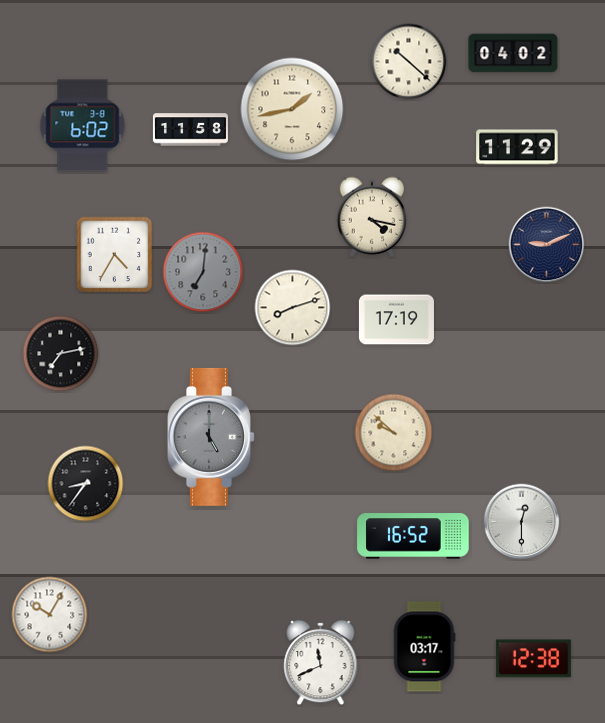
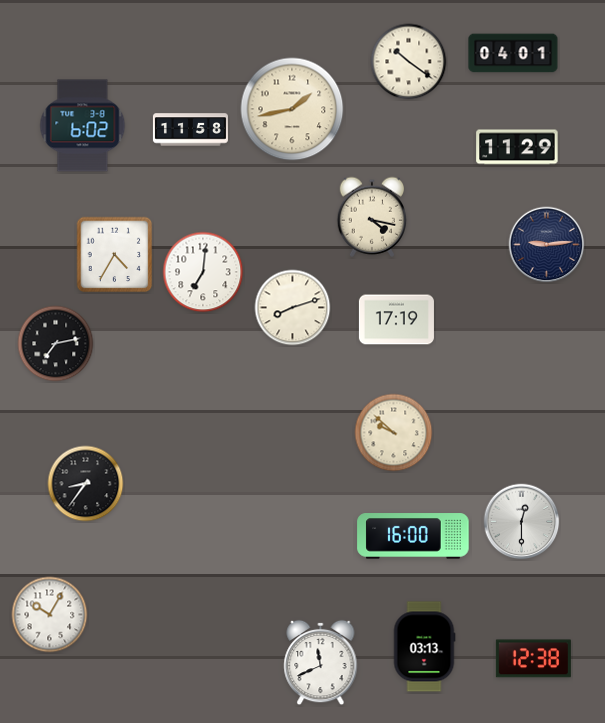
clock at (513, 53): 04:02 -> 04:01
clock at (409, 62): 10:22 -> 10:21
clock at (547, 245): 9:11 -> 9:14
clock at (203, 272) dial: grey -> white
clock at (61, 354) position: (61, 354) -> (56, 344)
clock at (211, 437): 5:00 -> none
clock at (413, 536): 16:52 -> 16:00
clock at (424, 647): 03:17 -> 03:13
